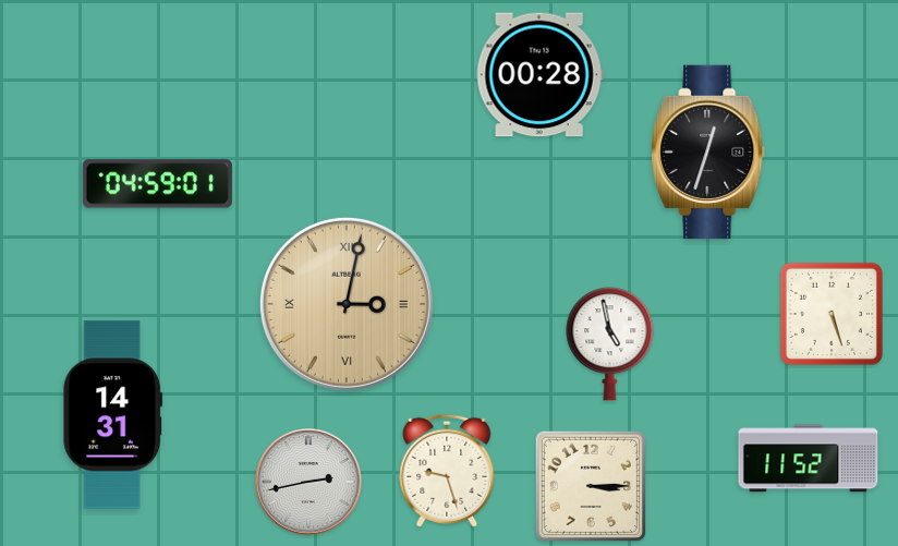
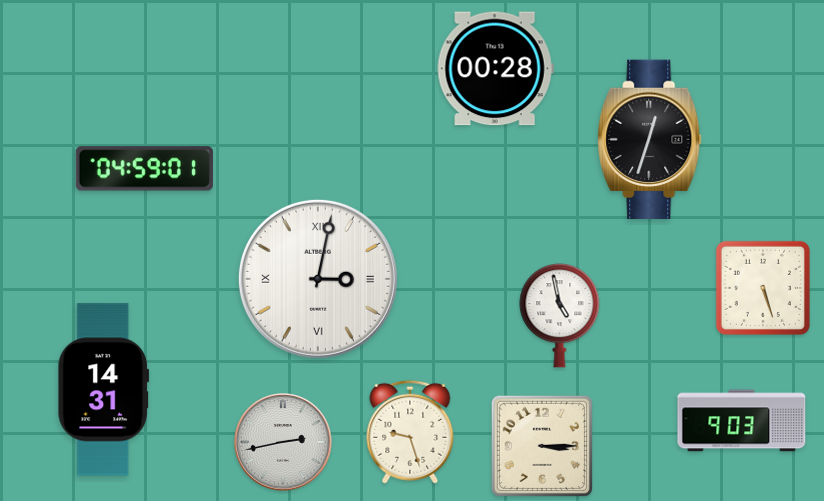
clock at (347, 304) dial: champagne -> white
clock at (112, 415) position: (112, 415) -> (103, 390)
clock at (809, 459): 11:52 -> 9:03
